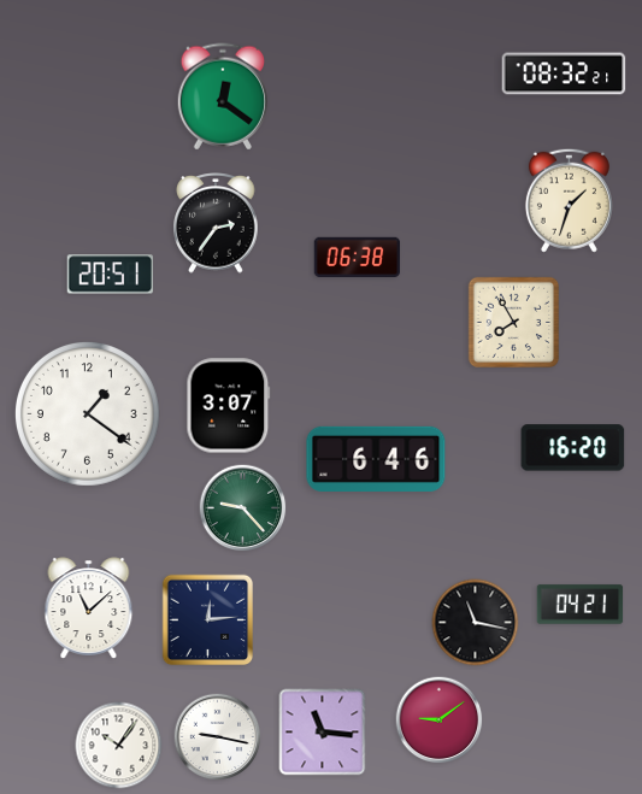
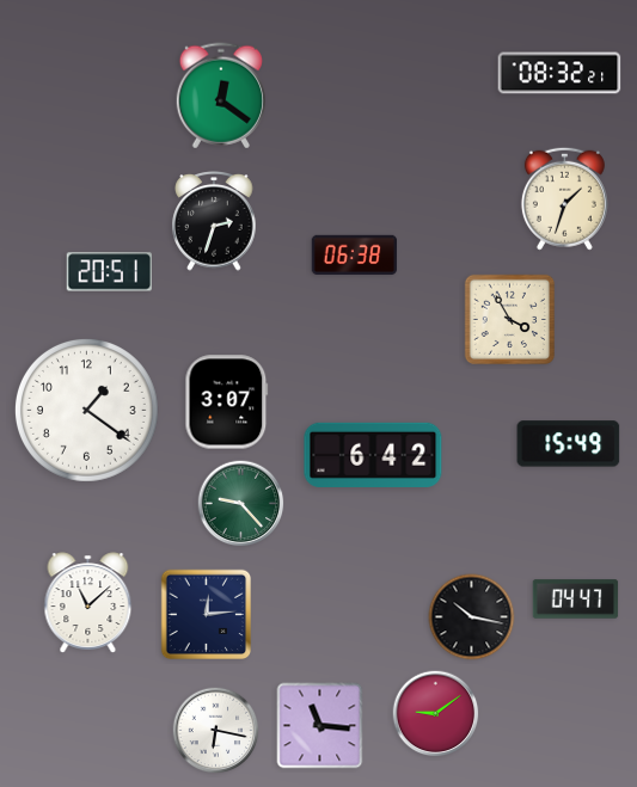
clock at (216, 223): 2:36 -> 2:33
clock at (513, 322): 7:55 -> 3:55
clock at (573, 448): 16:20 -> 15:49
clock at (376, 459): 6:46 -> 6:42
clock at (581, 605): 04:21 -> 04:47
clock at (476, 623): 11:17 -> 10:17
clock at (218, 737): 9:17 -> 6:17
clock at (119, 746): 10:06 -> none
